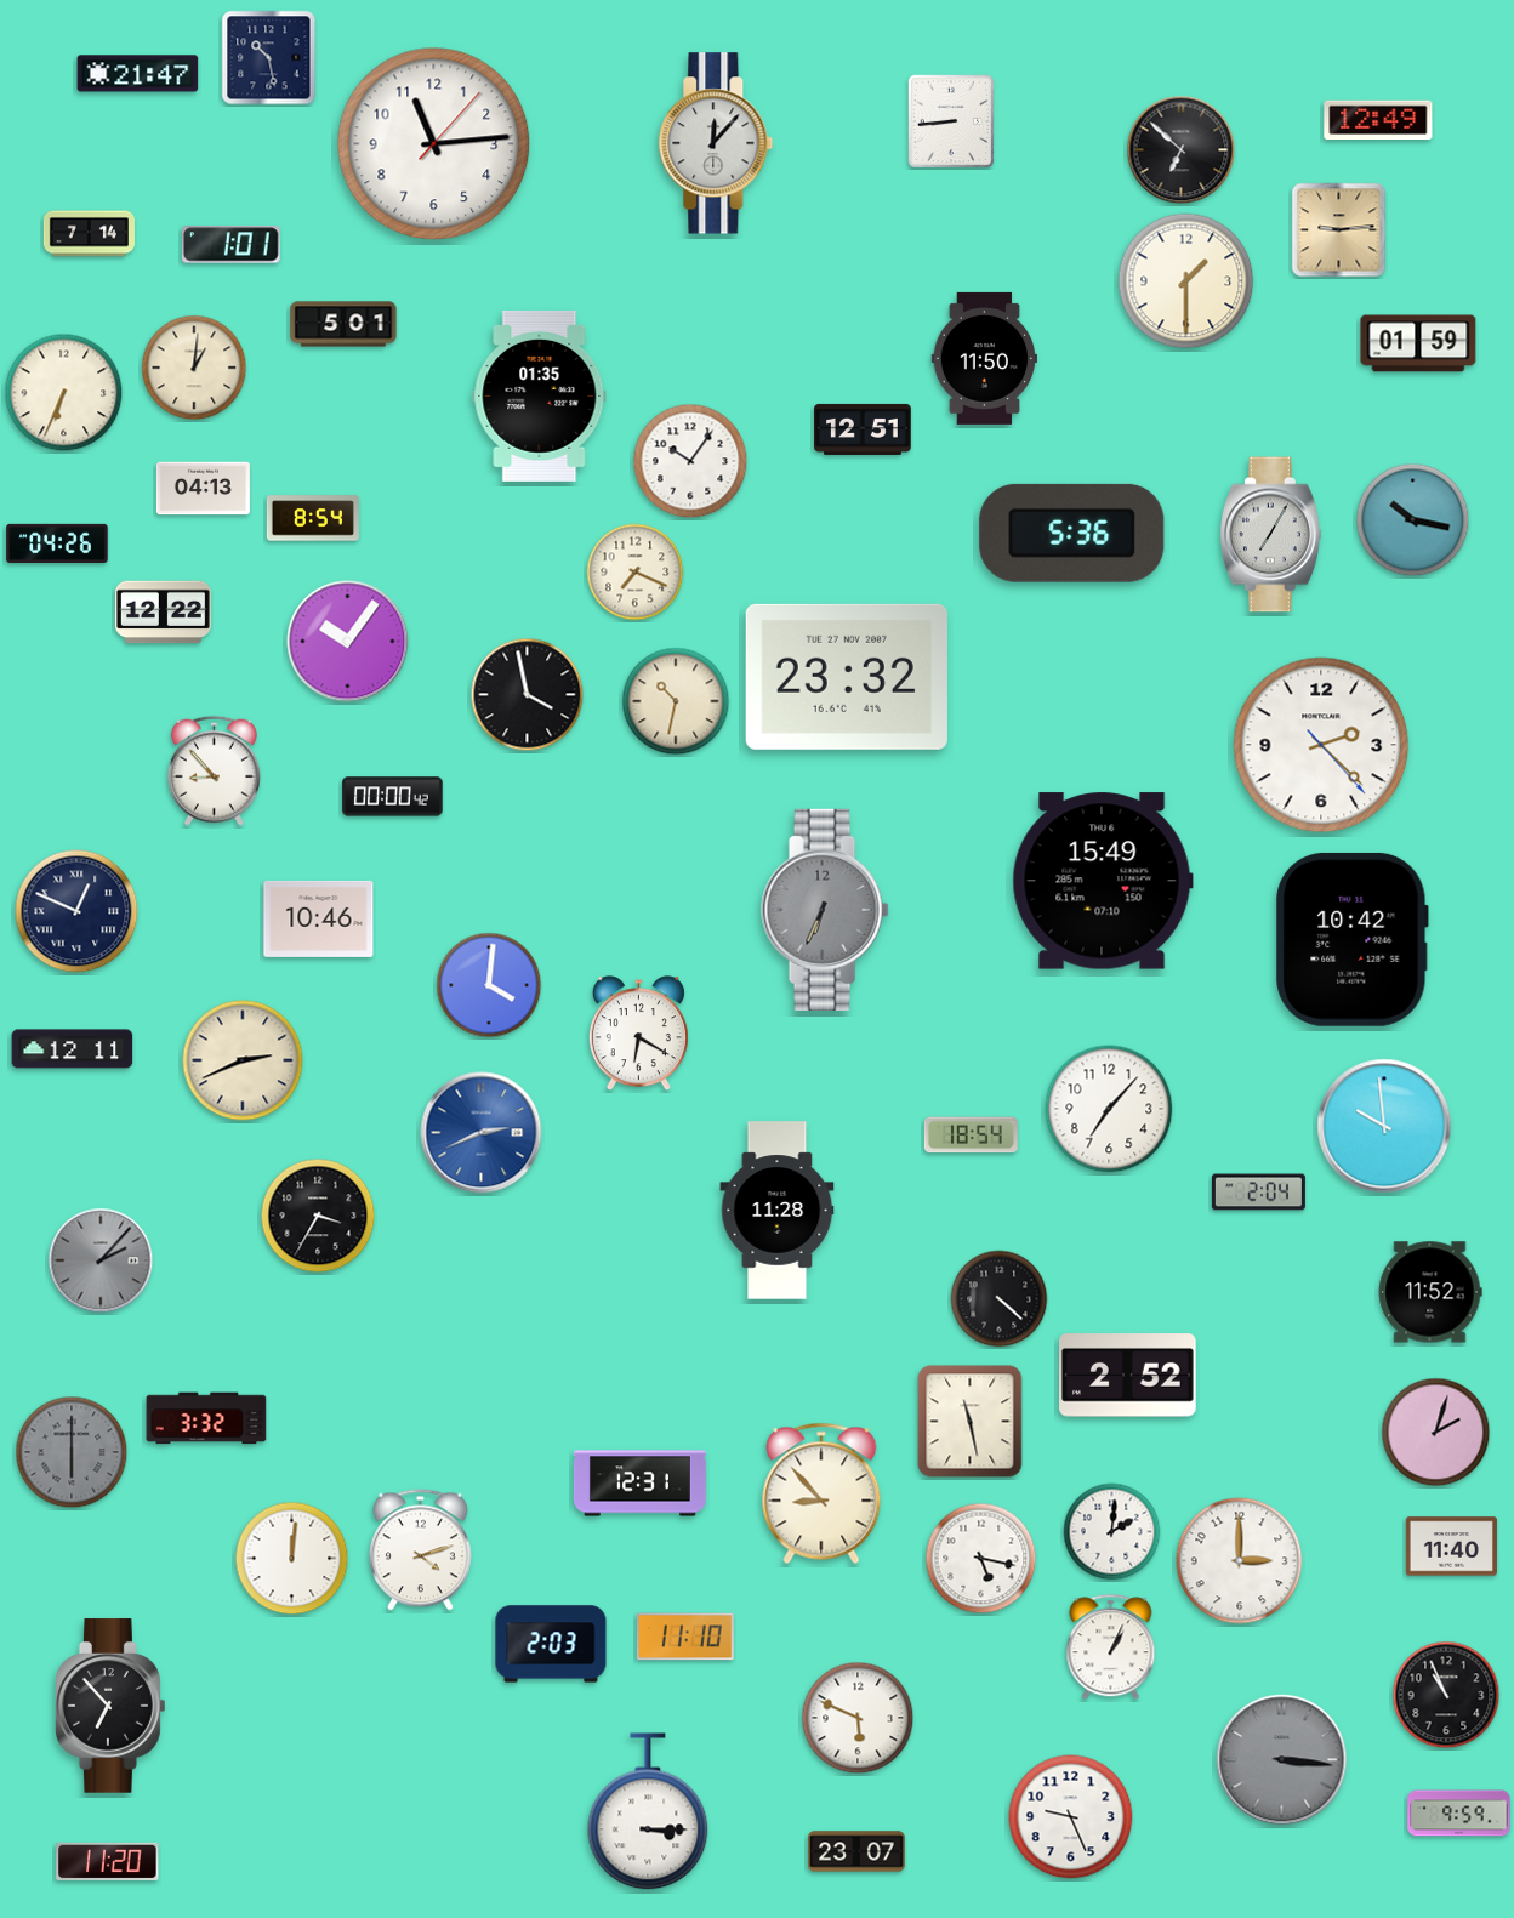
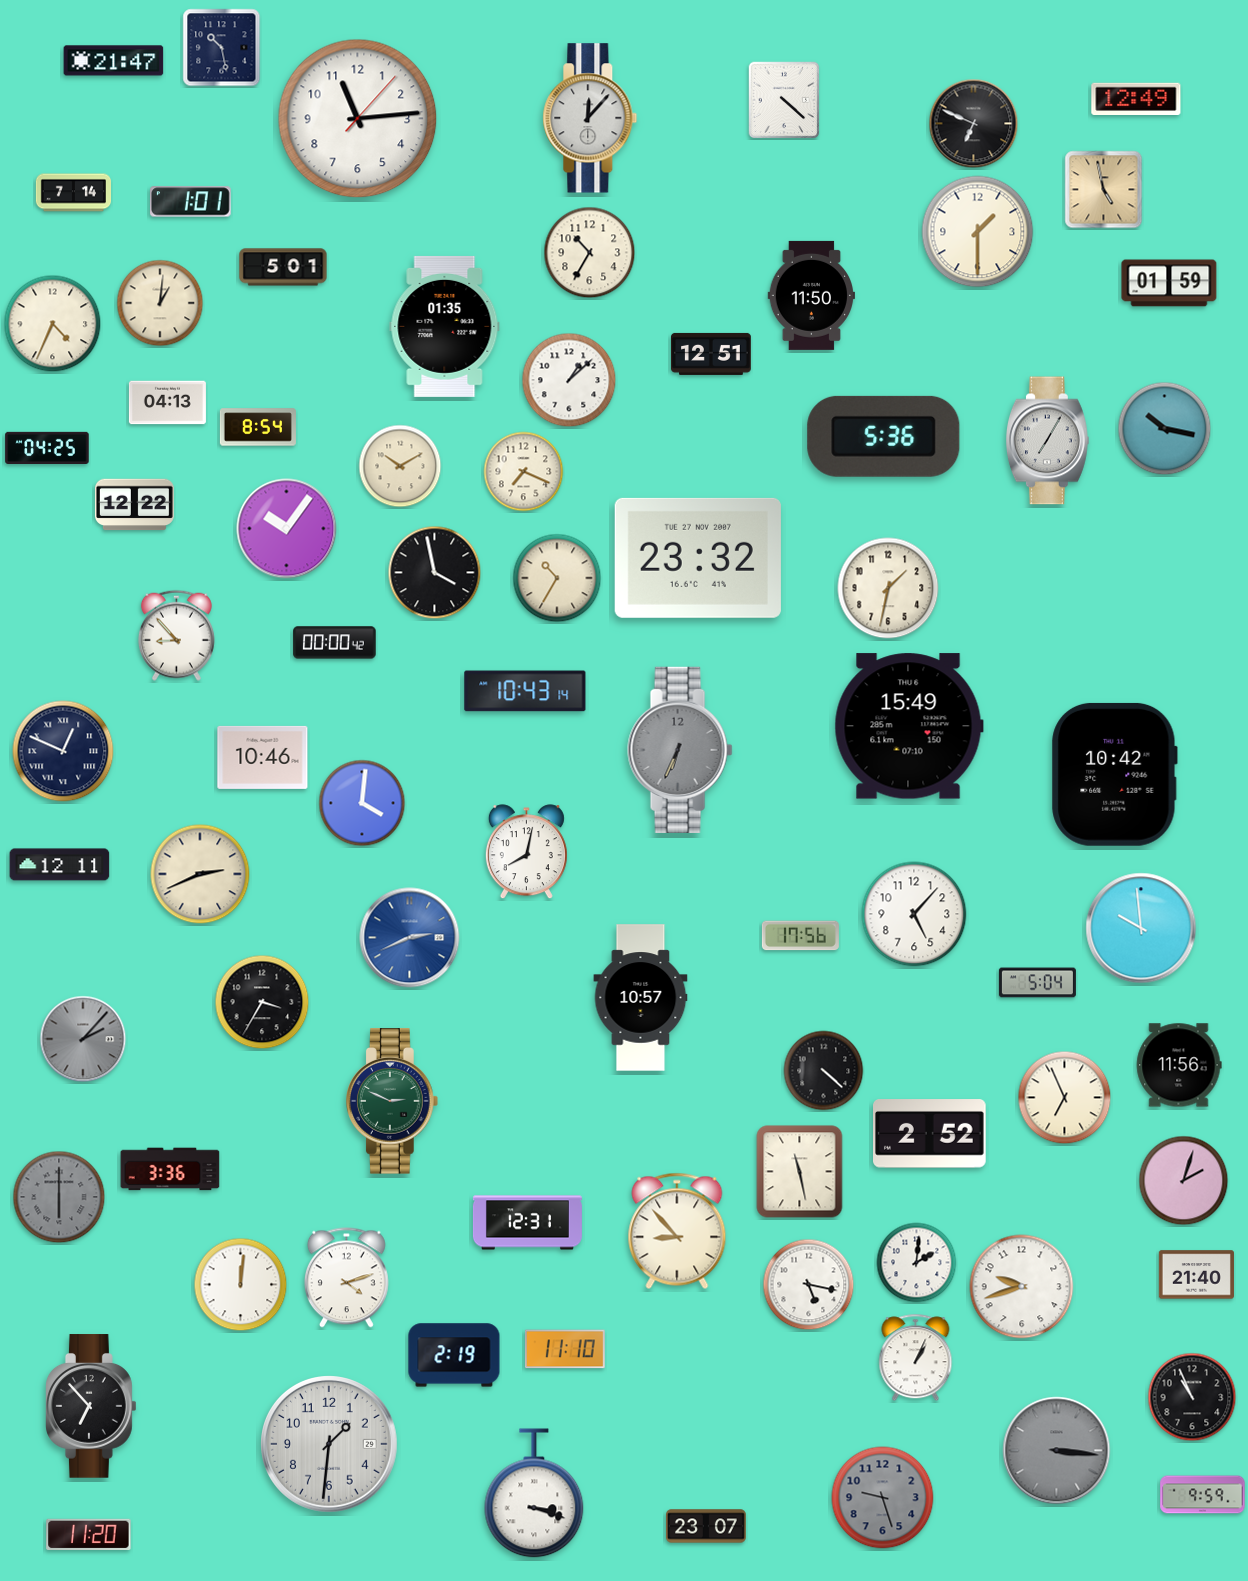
clock at (951, 121): 8:44 -> 4:22
clock at (1182, 150): 6:52 -> 6:49
clock at (1339, 230): 9:14 -> 4:58
clock at (590, 253): none -> 10:35
clock at (64, 393): 6:34 -> 4:34
clock at (690, 461): 10:06 -> 1:08
clock at (1072, 533) position: (1072, 533) -> (884, 436)
clock at (57, 542): 04:26 -> 04:25
clock at (400, 466): none -> 10:10
clock at (676, 701): 10:32 -> 10:35
clock at (888, 588): none -> 1:32
clock at (1321, 745): 2:22 -> none
clock at (393, 797) position: (393, 797) -> (335, 643)
clock at (525, 691): none -> 10:43
clock at (489, 985) position: (489, 985) -> (362, 803)
clock at (638, 1034): 6:20 -> 8:02
clock at (1109, 1109): 7:07 -> 5:07
clock at (482, 1133) position: (482, 1133) -> (410, 938)
clock at (971, 1136): 18:54 -> 17:56
clock at (1258, 1193): 2:04 -> 5:04
clock at (778, 1211): 11:28 -> 10:57
clock at (1430, 1292): 11:52 -> 11:56
clock at (1065, 1098): none -> 6:56
clock at (393, 1101): none -> 2:49
clock at (206, 1418): 3:32 -> 3:36
clock at (1451, 1547): 11:40 -> 21:40
clock at (1240, 1561): 3:00 -> 9:42
clock at (551, 1644): 2:03 -> 2:19
clock at (858, 1718): 5:49 -> none
clock at (330, 1445): none -> 1:31
clock at (648, 1811): 3:15 -> 3:18
clock at (1071, 1817): 9:26 -> 9:27
clock at (1071, 1817) dial: white -> grey
